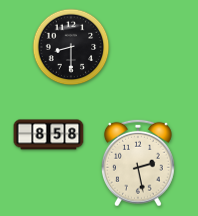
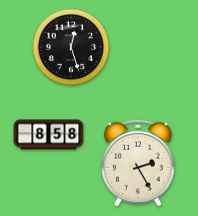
clock at (71, 47): 8:30 -> 12:27
clock at (138, 163): 2:28 -> 2:25
